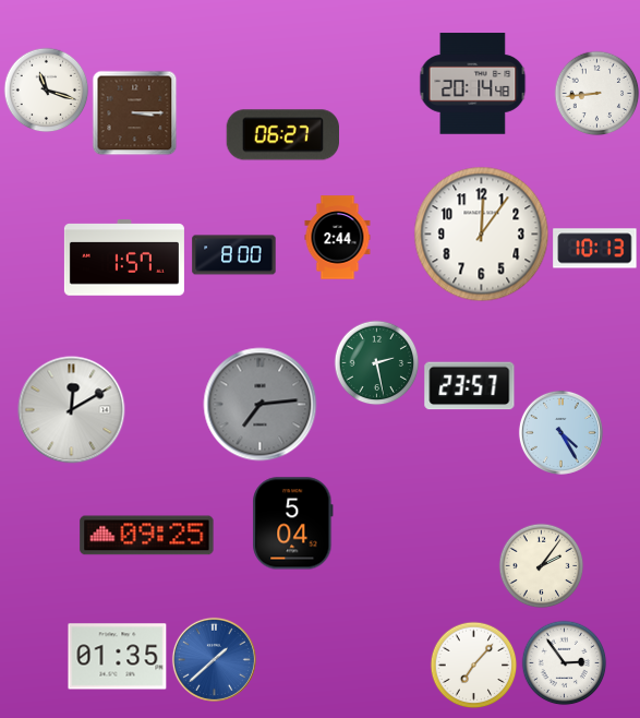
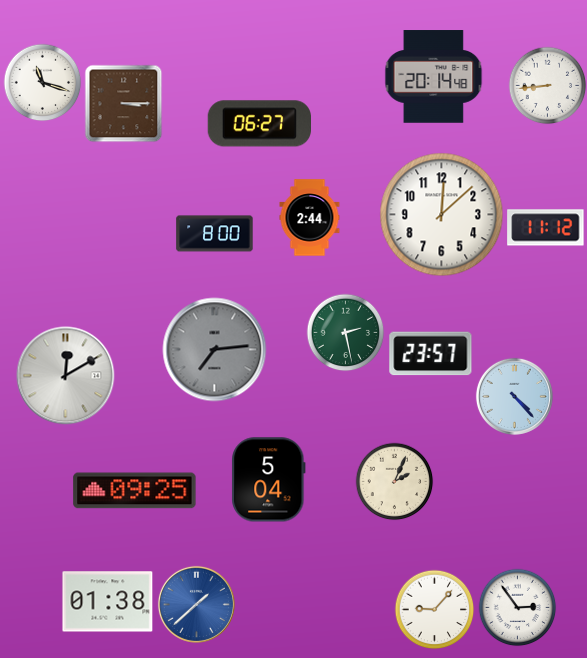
clock at (482, 235): 12:06 -> 12:08
clock at (595, 249): 10:13 -> 11:12
clock at (124, 258): 1:57 -> none
clock at (261, 405) position: (261, 405) -> (215, 350)
clock at (560, 432): 4:25 -> 4:23
clock at (394, 481): none -> 2:04
clock at (541, 565): 2:06 -> none
clock at (118, 657): 01:35 -> 01:38
clock at (473, 665): 7:07 -> 9:07
